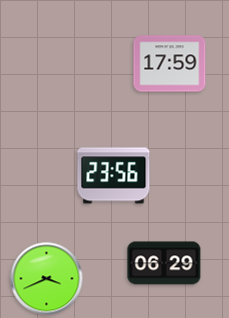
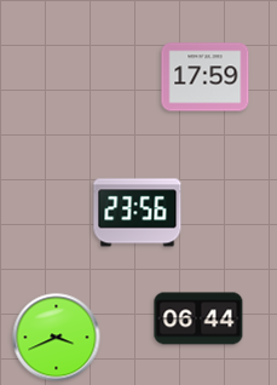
clock at (164, 263): 06:29 -> 06:44
